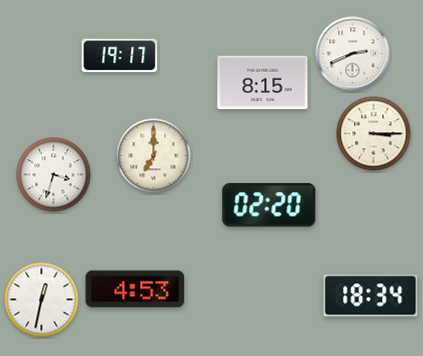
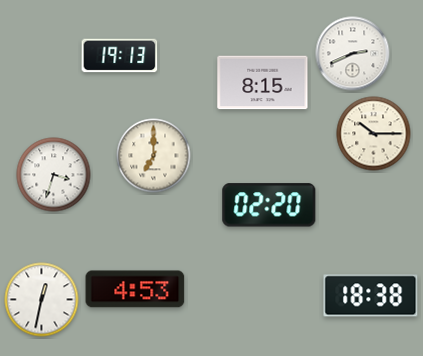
clock at (120, 56): 19:17 -> 19:13
clock at (374, 134): 3:15 -> 10:15
clock at (371, 296): 18:34 -> 18:38
